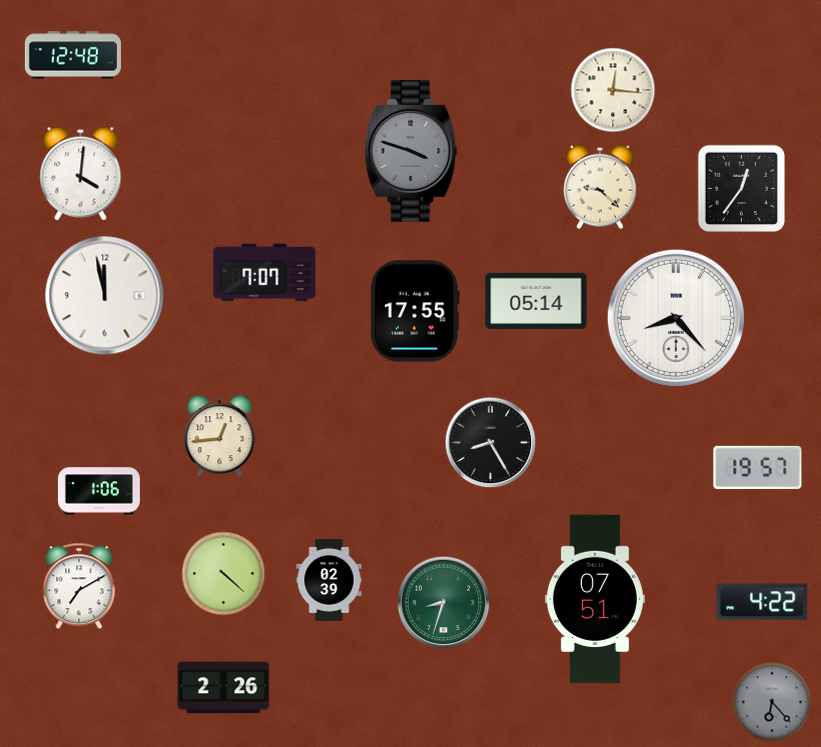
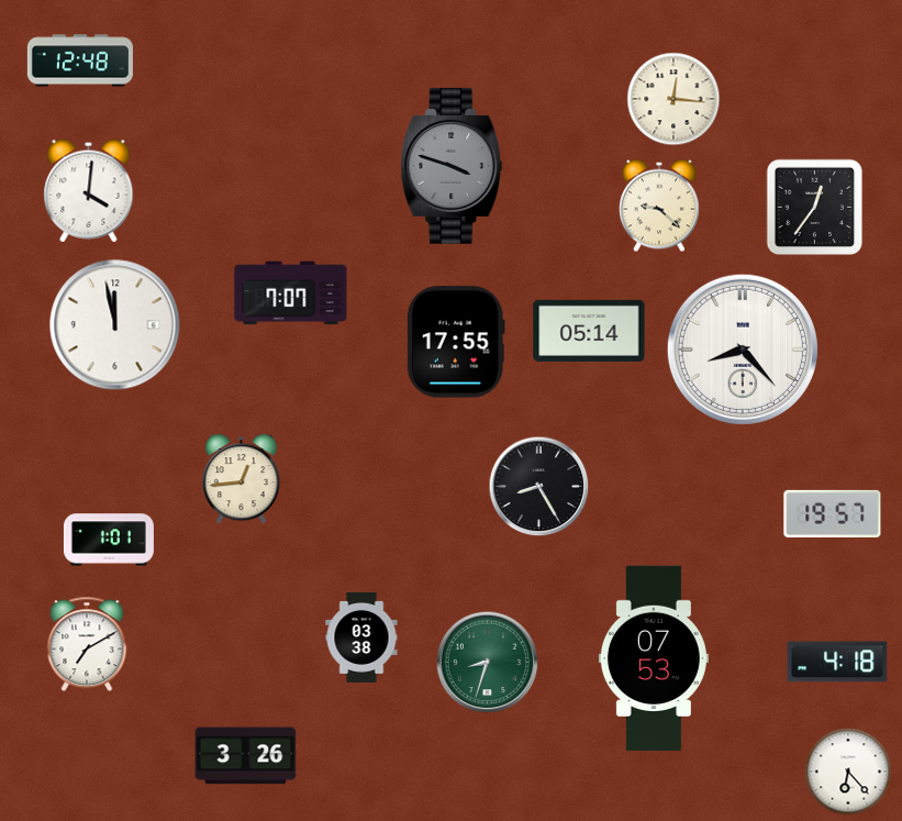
clock at (265, 273) position: (265, 273) -> (291, 293)
clock at (99, 491): 1:06 -> 1:01
clock at (224, 574): 4:22 -> none
clock at (329, 580): 02:39 -> 03:38
clock at (595, 599): 07:51 -> 07:53
clock at (762, 602): 4:22 -> 4:18
clock at (224, 688): 2:26 -> 3:26
clock at (772, 702) dial: grey -> white
